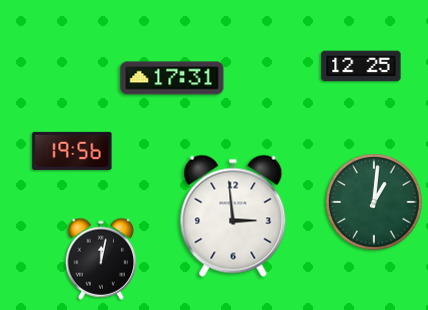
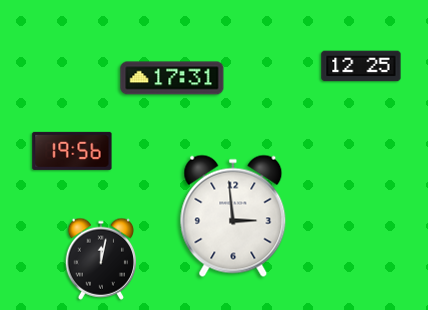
clock at (375, 203): 1:01 -> none
